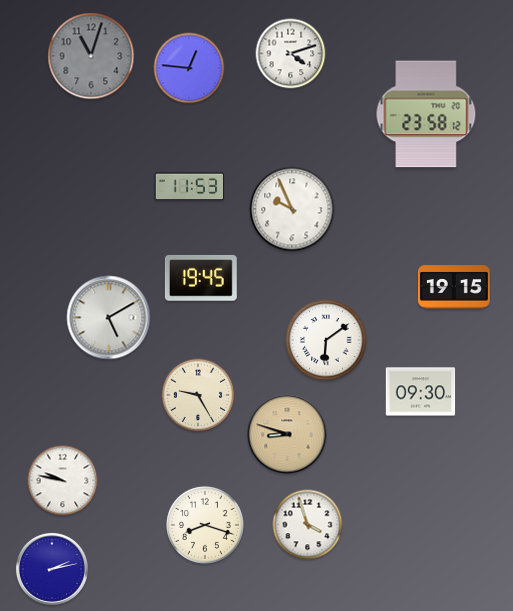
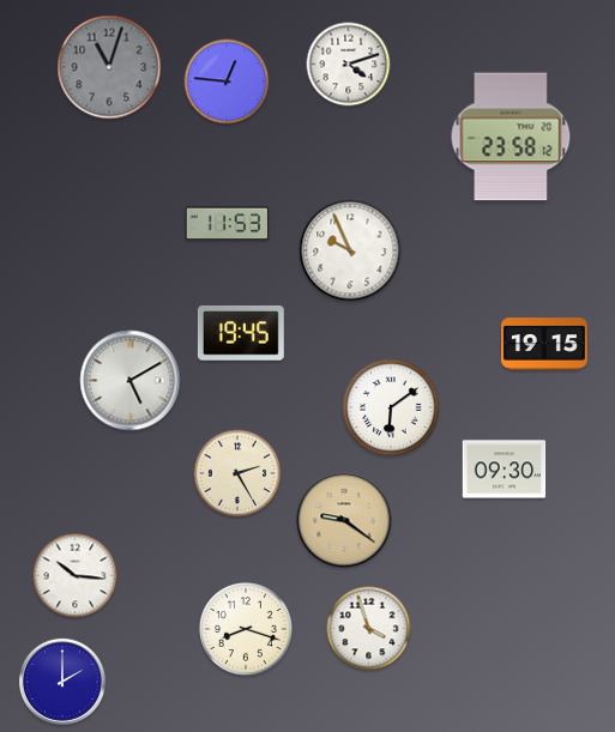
clock at (198, 395): 9:25 -> 2:25
clock at (287, 434): 8:48 -> 9:21
clock at (63, 481): 9:47 -> 10:16
clock at (52, 569): 2:13 -> 2:00
